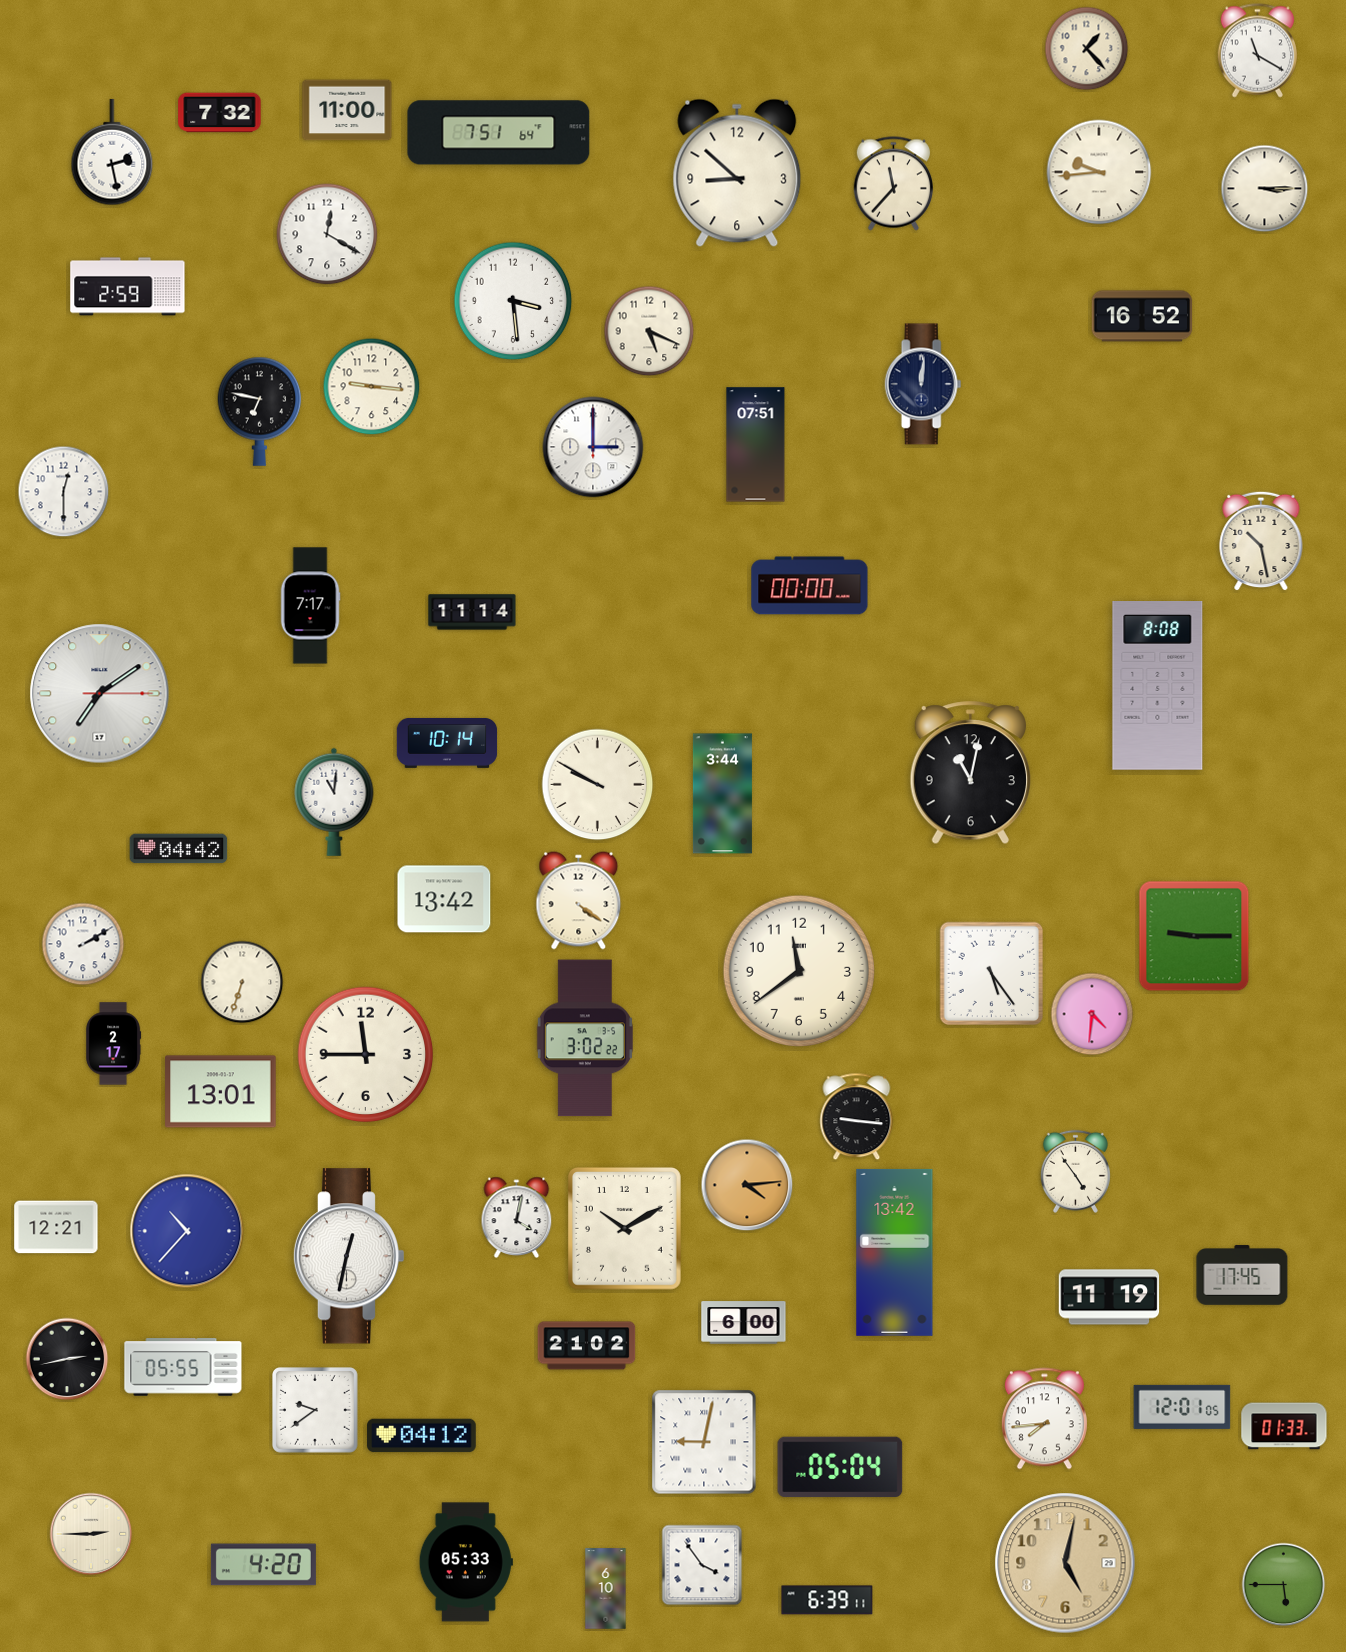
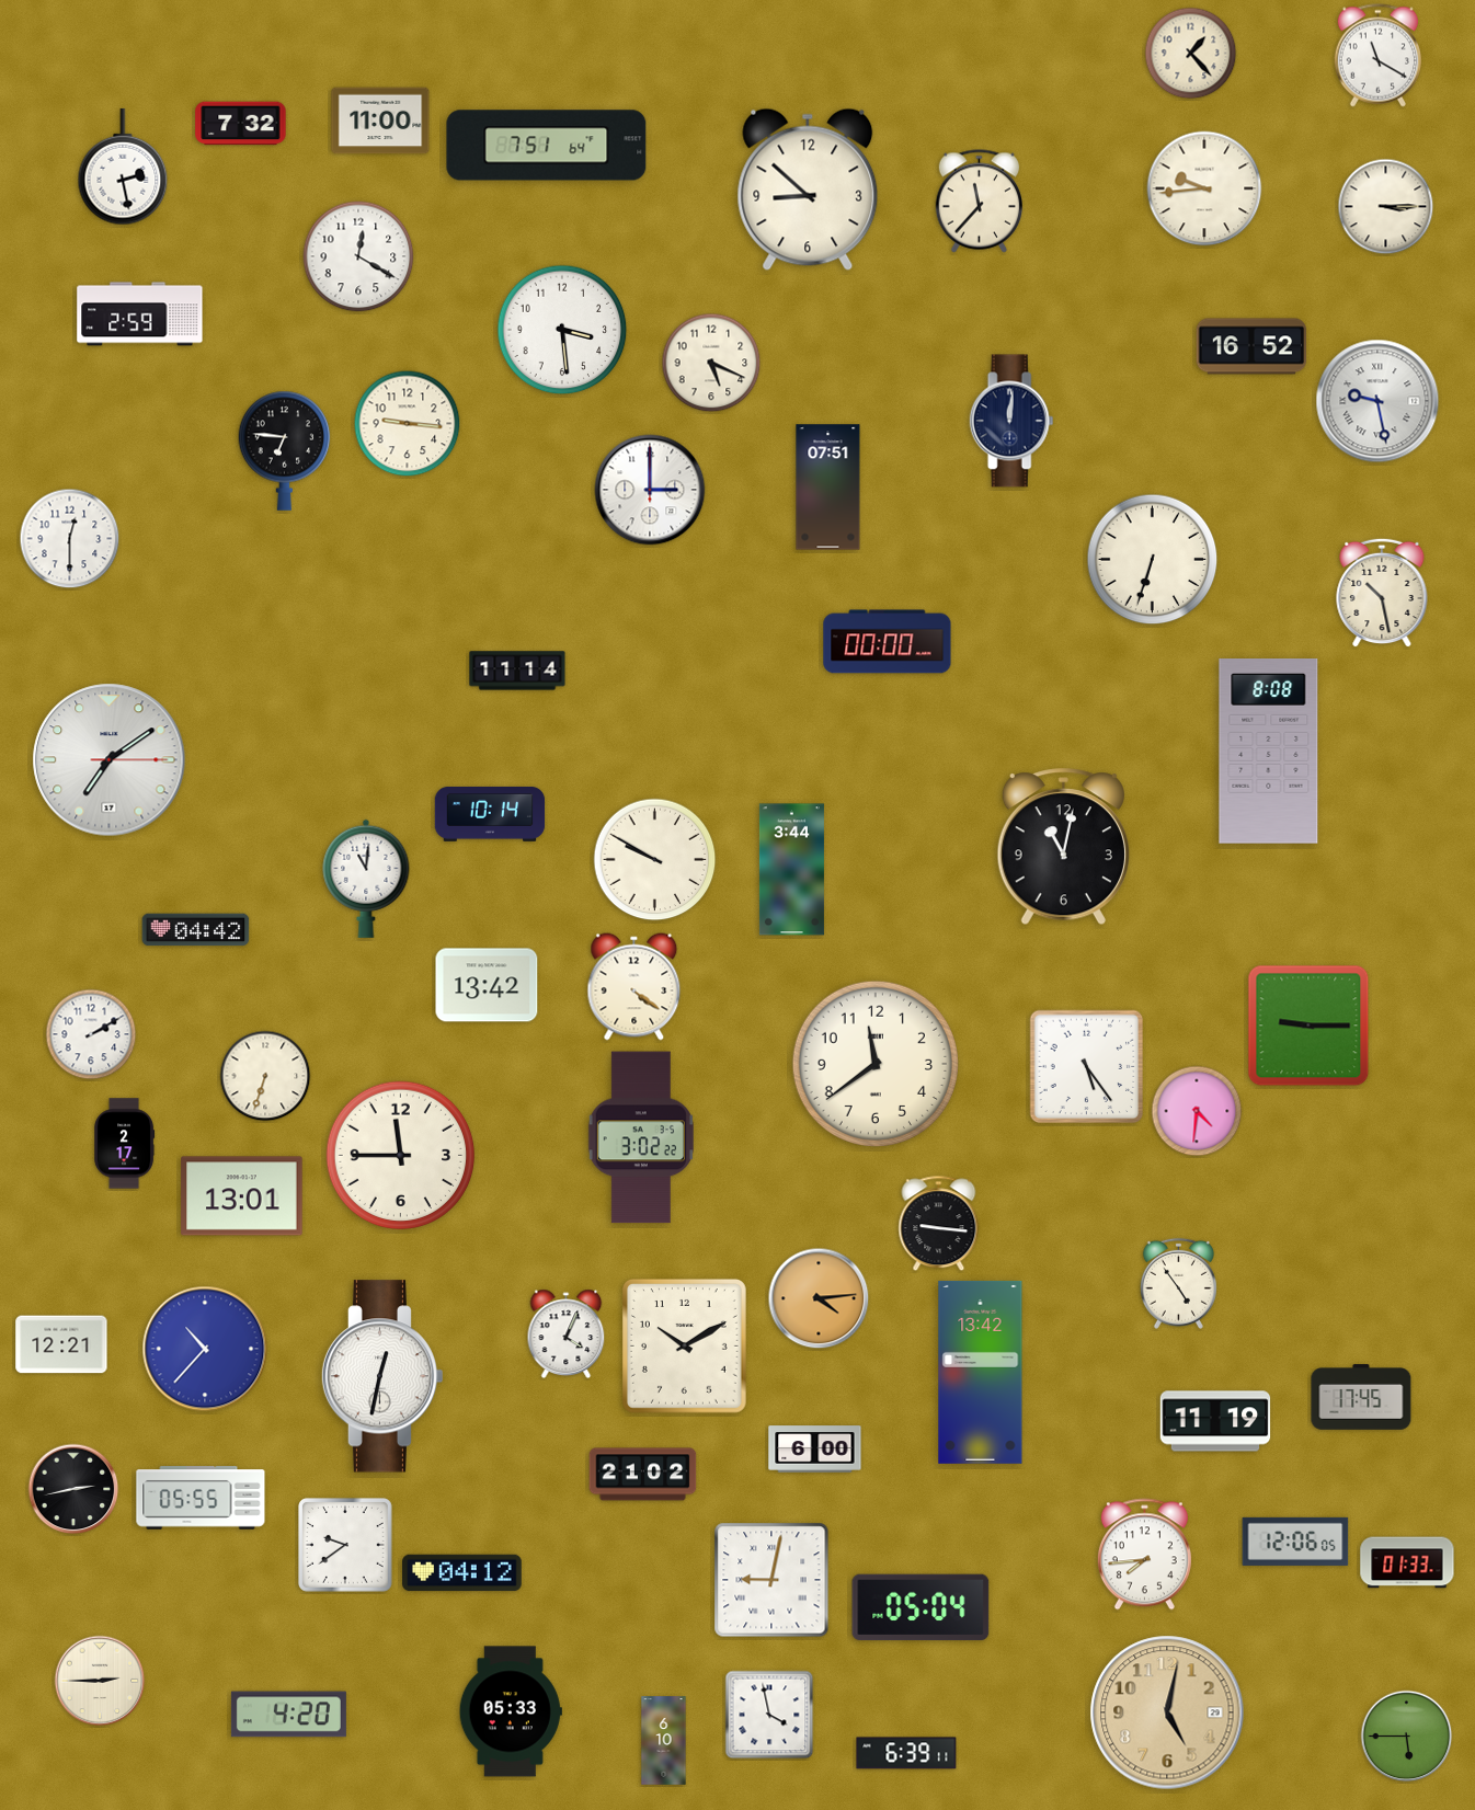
clock at (1377, 401): none -> 9:28
clock at (260, 411): 6:47 -> 6:46
clock at (1153, 560): none -> 6:33
clock at (310, 606): 7:17 -> none
clock at (517, 1217): 4:02 -> 4:04
clock at (1182, 1407): 12:01 -> 12:06
clock at (702, 1565): 3:54 -> 3:58
